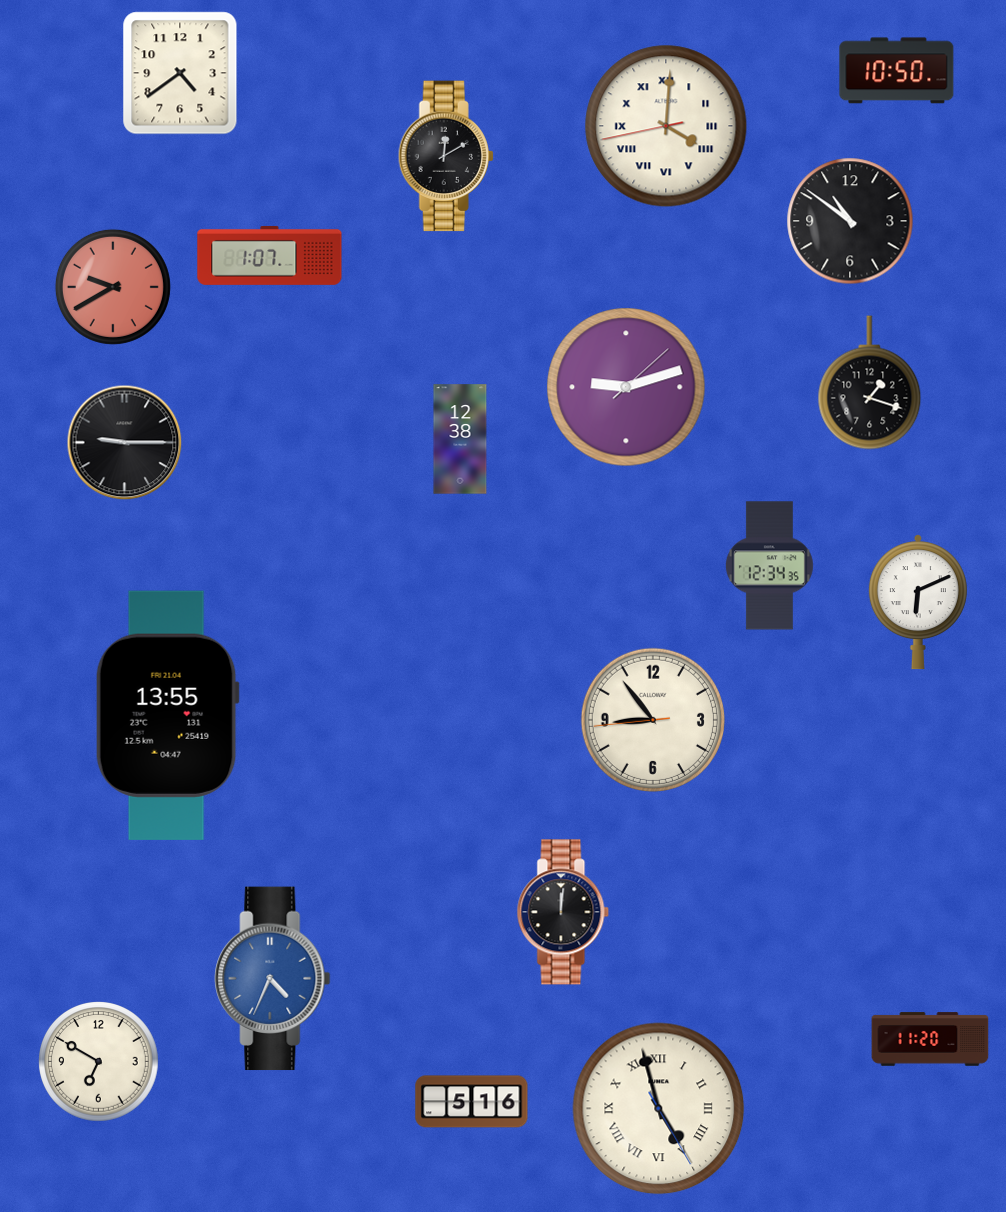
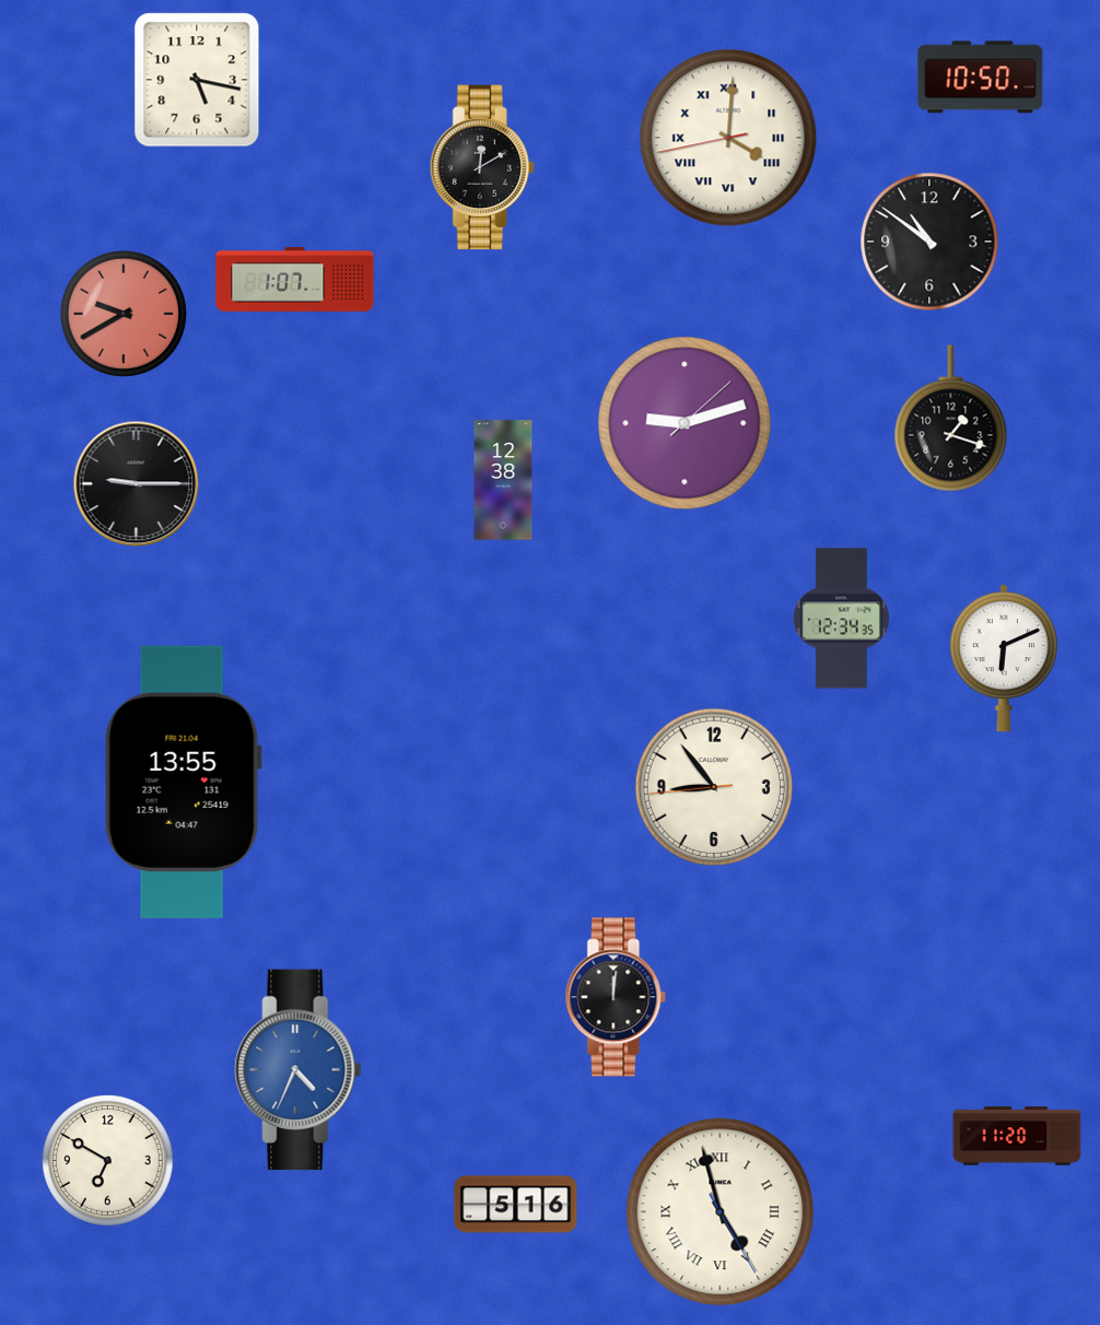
clock at (180, 73): 4:39 -> 5:17
clock at (446, 156) position: (446, 156) -> (482, 167)
